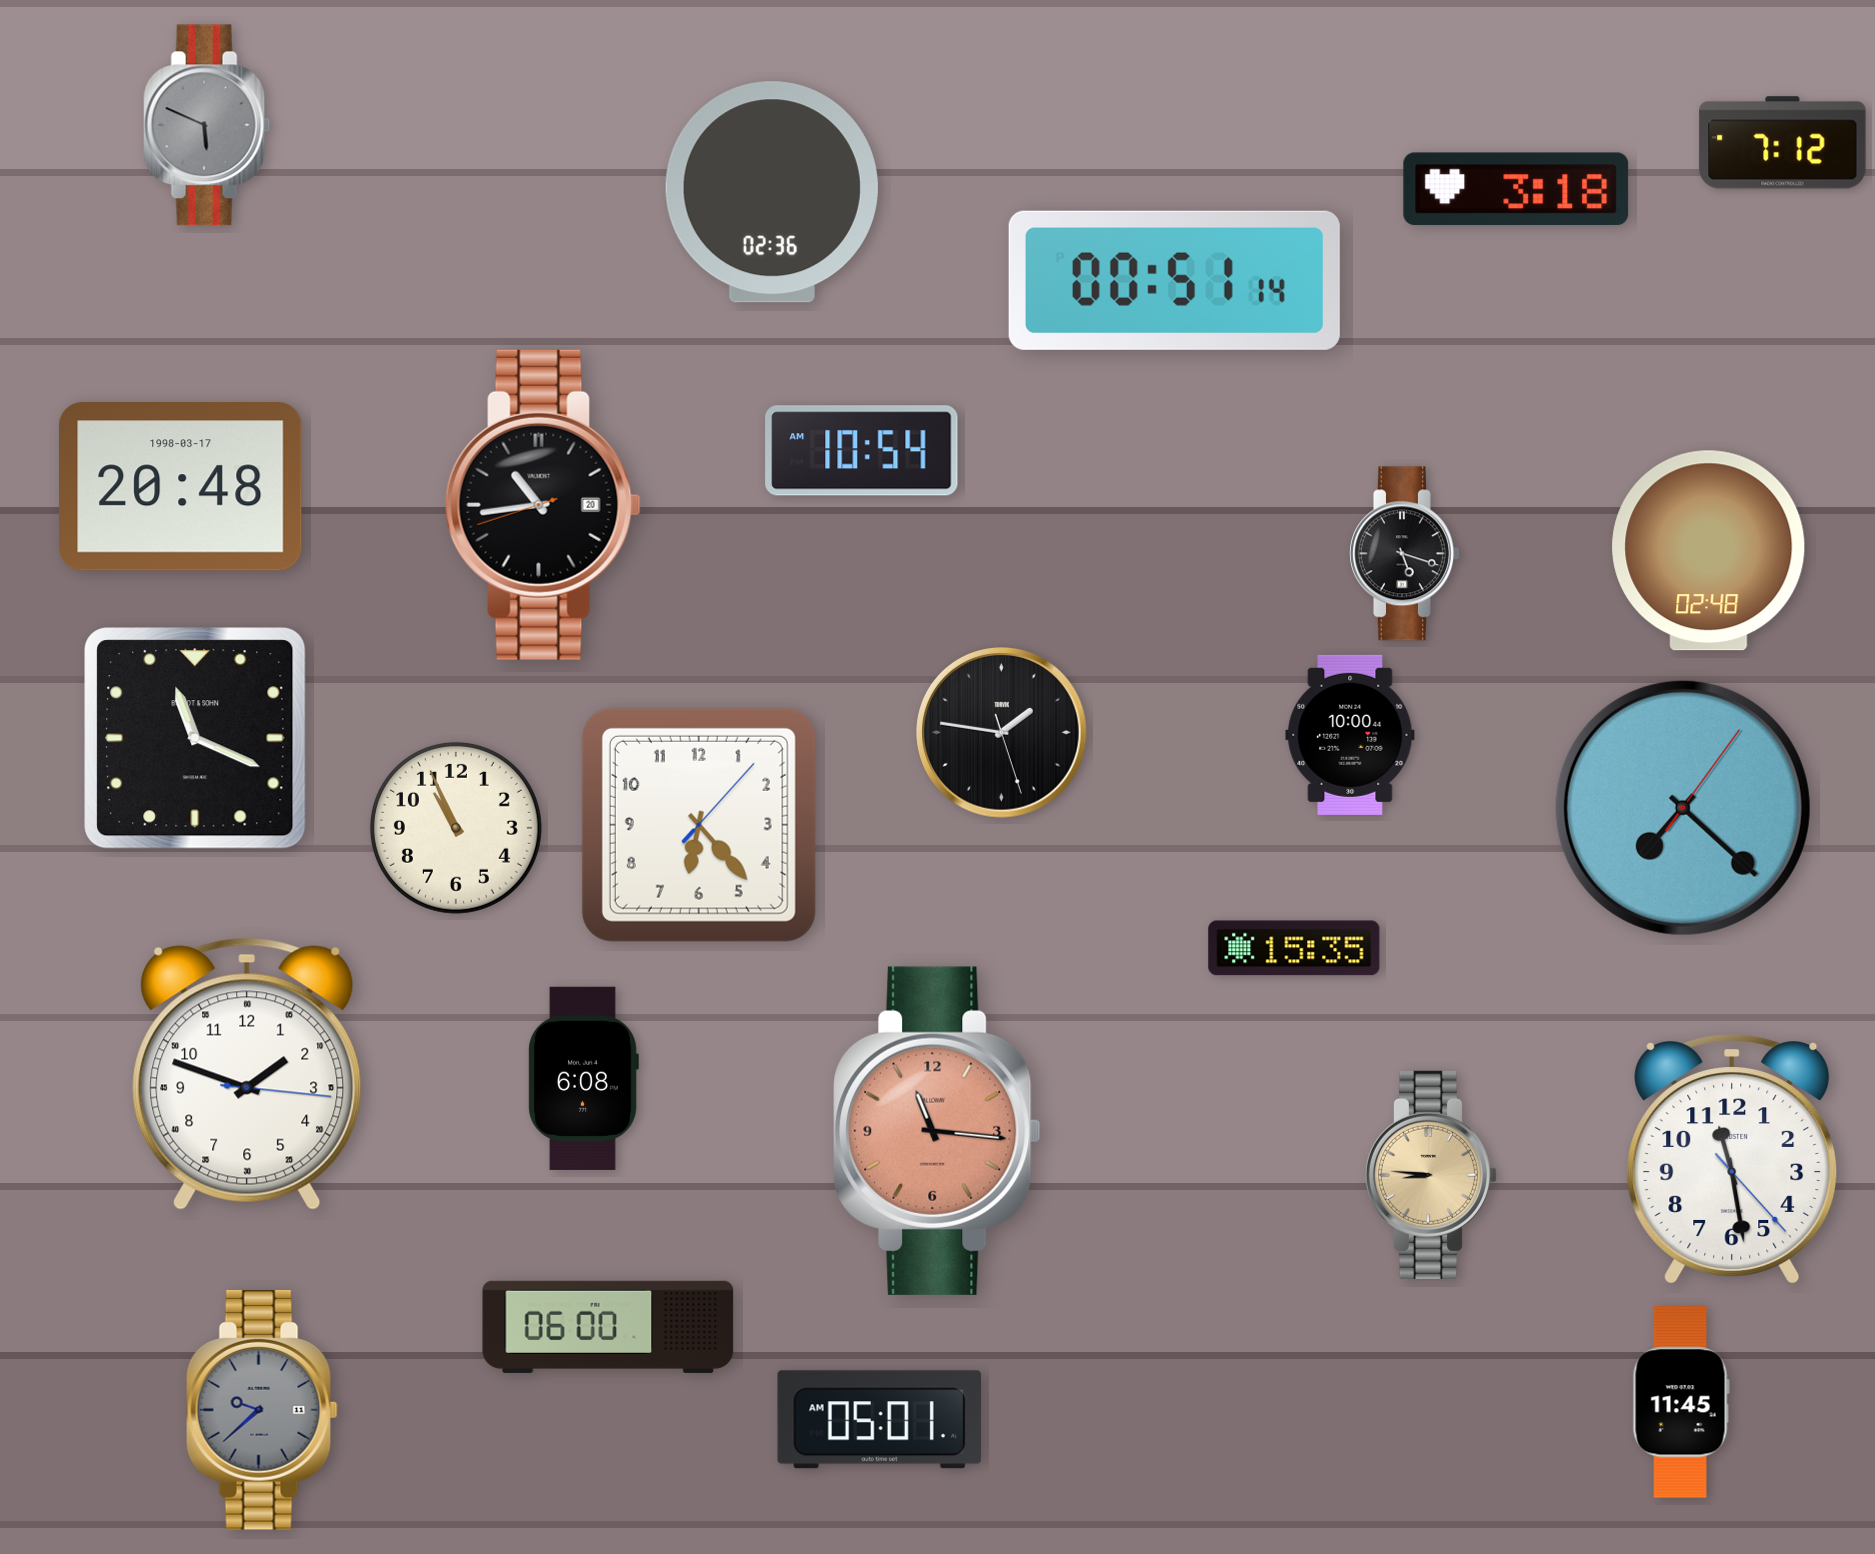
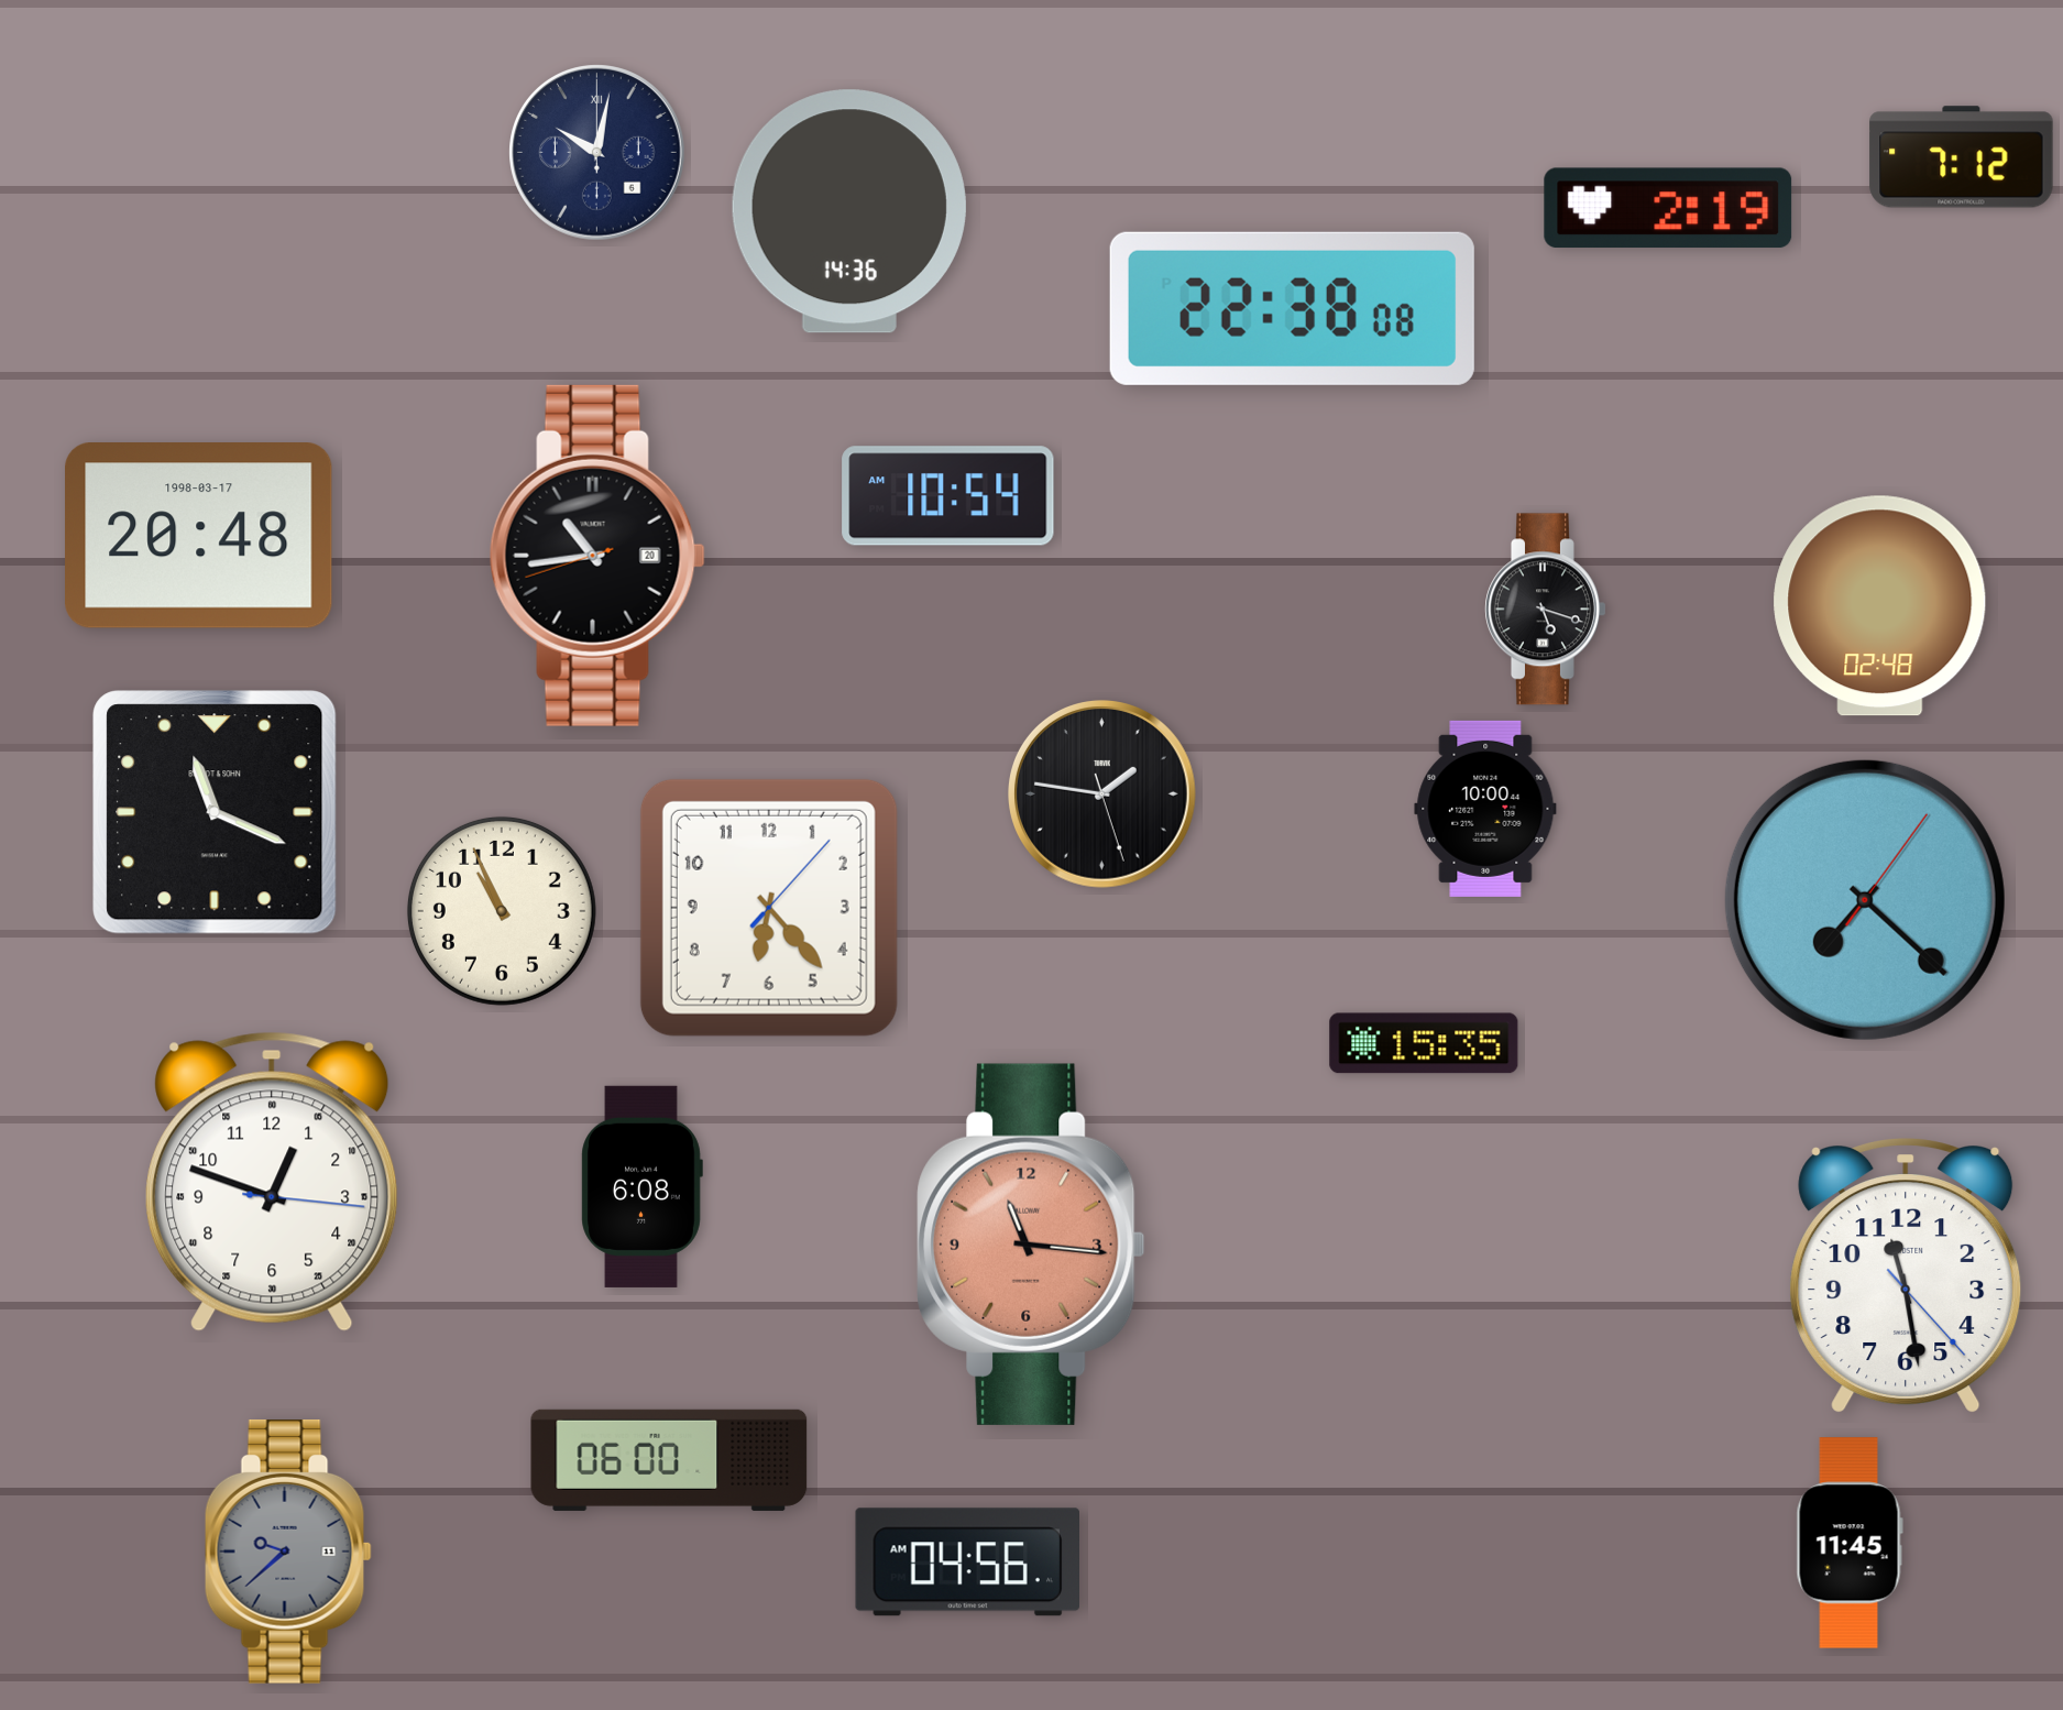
clock at (207, 125): 5:49 -> none
clock at (597, 153): none -> 10:02
clock at (1516, 189): 3:18 -> 2:19
clock at (772, 192): 02:36 -> 14:36
clock at (1174, 280): 00:51 -> 22:38
clock at (1002, 733) position: (1002, 733) -> (1102, 794)
clock at (1683, 808) position: (1683, 808) -> (1865, 900)
clock at (247, 1074): 1:48 -> 12:48
clock at (1430, 1175): 8:46 -> none
clock at (879, 1420): 05:01 -> 04:56
